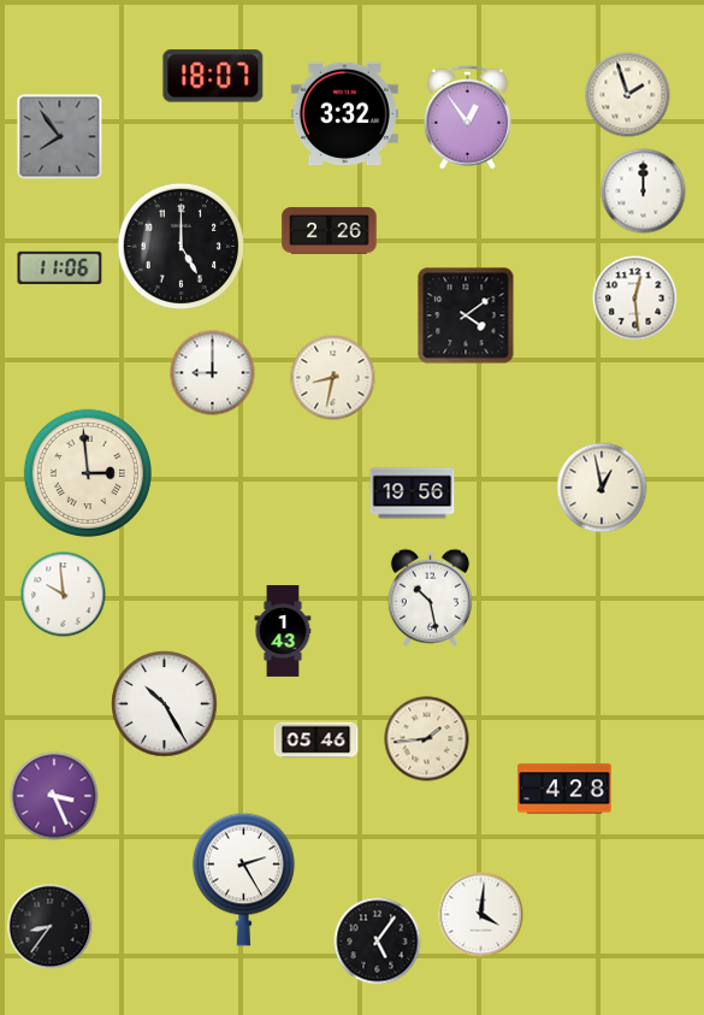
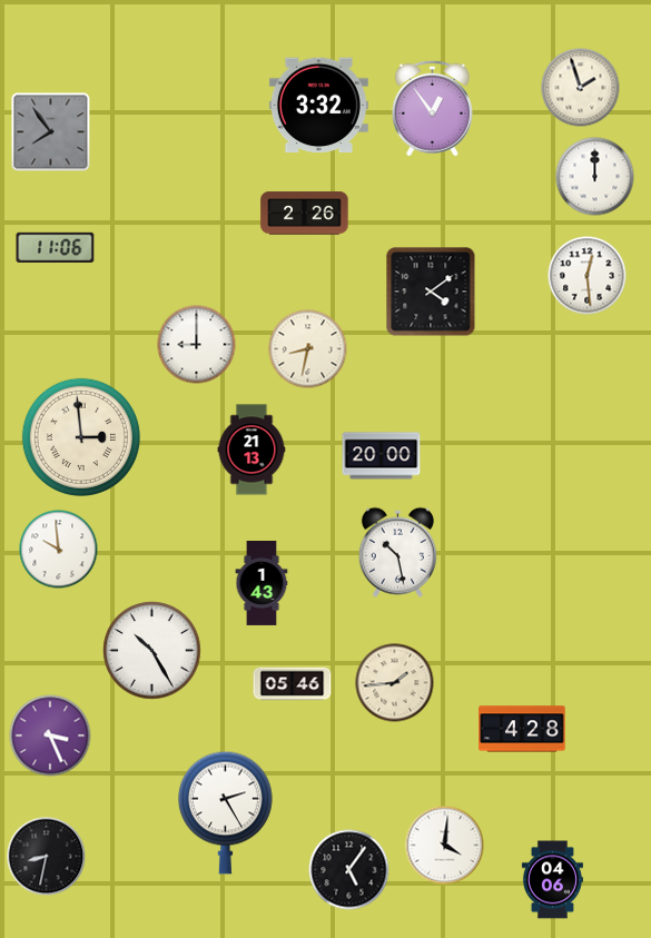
clock at (213, 76): 18:07 -> none
clock at (60, 137) position: (60, 137) -> (51, 132)
clock at (181, 246): 5:00 -> none
clock at (251, 450): none -> 21:13
clock at (602, 488): 12:58 -> none
clock at (413, 494): 19:56 -> 20:00
clock at (51, 927): 8:36 -> 8:32
clock at (552, 880): none -> 04:06
